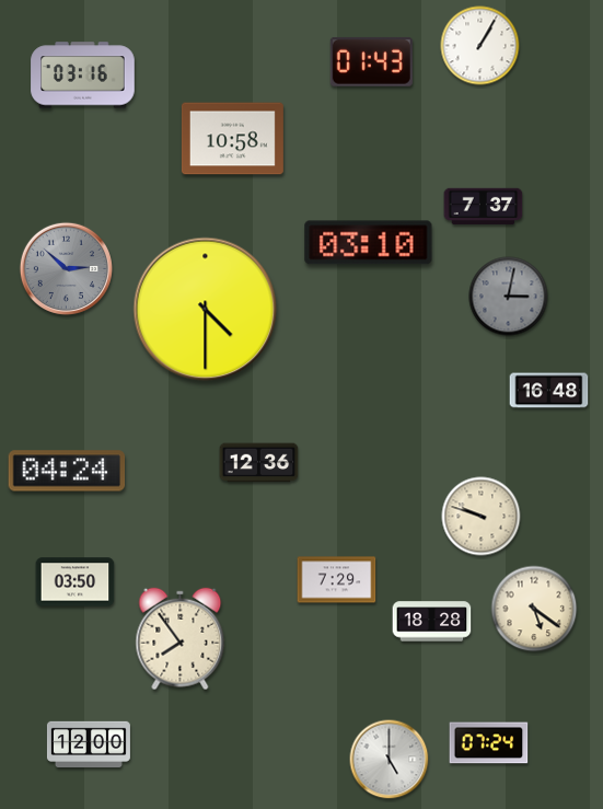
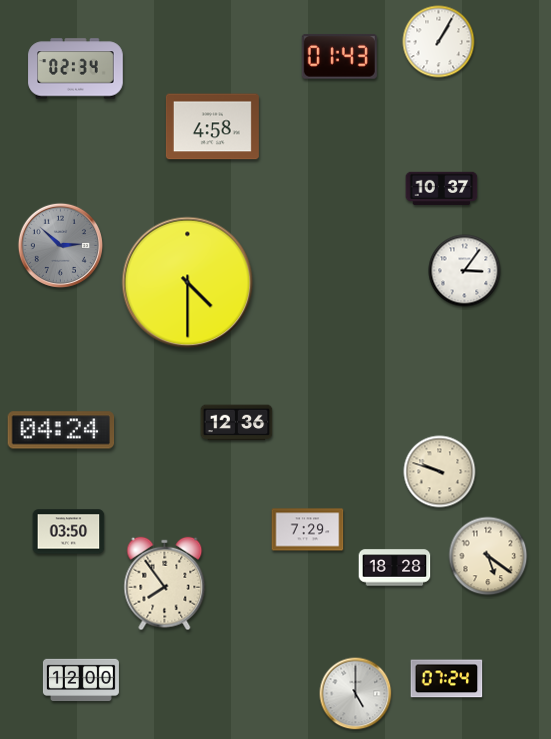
clock at (83, 76): 03:16 -> 02:34
clock at (232, 139): 10:58 -> 4:58
clock at (484, 206): 7:37 -> 10:37
clock at (369, 243): 03:10 -> none
clock at (509, 297): 3:02 -> 3:06
clock at (509, 297) dial: grey -> white
clock at (549, 391): 16:48 -> none
